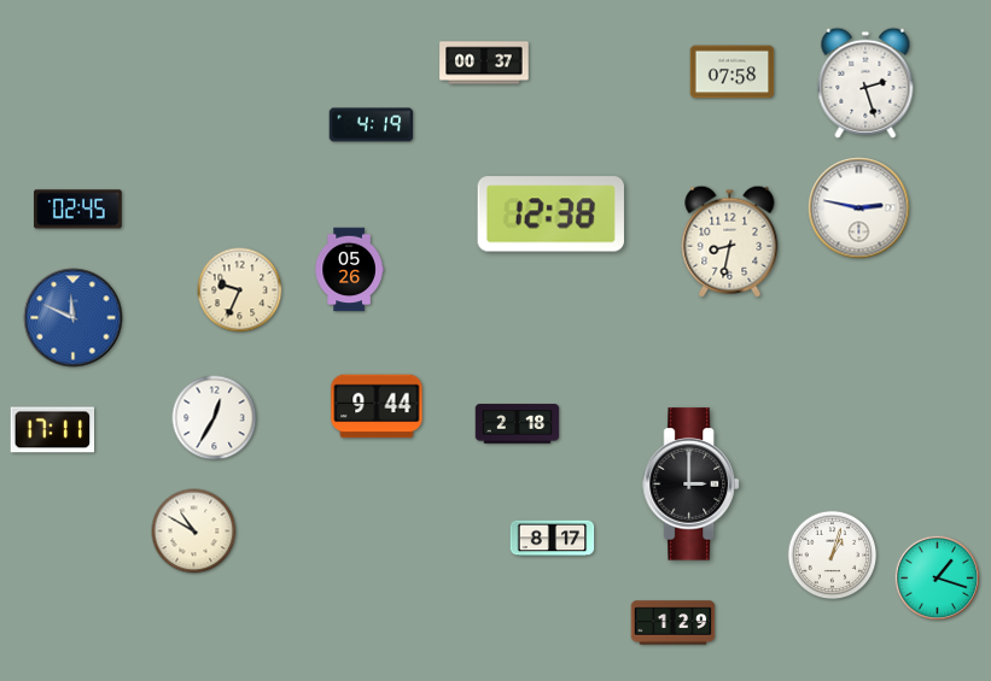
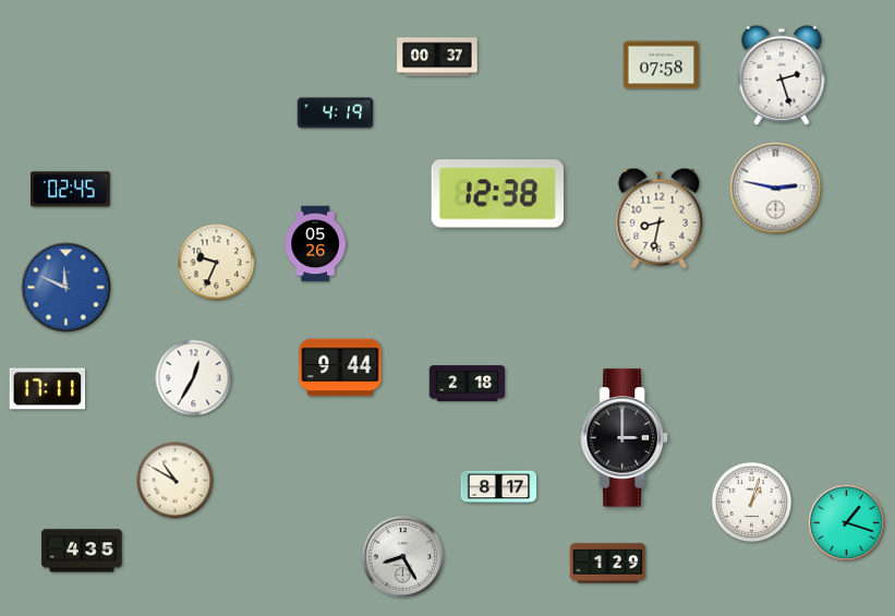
clock at (82, 551): none -> 4:35
clock at (403, 557): none -> 8:25
